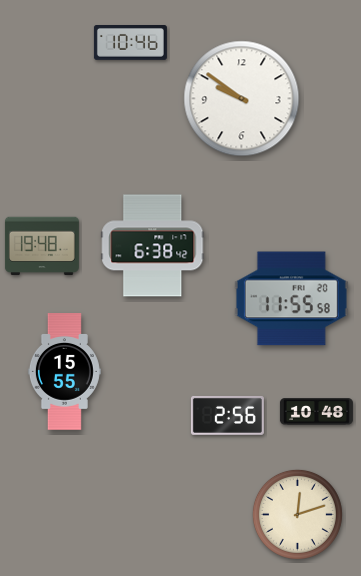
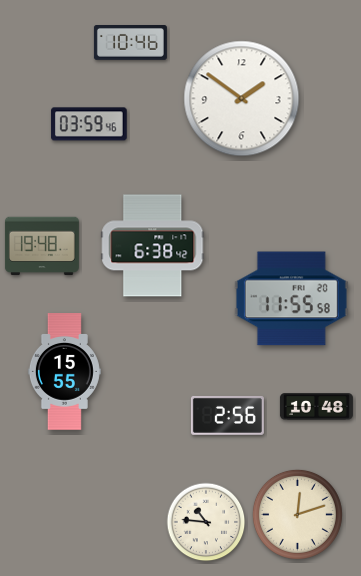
clock at (242, 99): 9:51 -> 1:51
clock at (89, 124): none -> 03:59
clock at (316, 412) position: (316, 412) -> (316, 407)
clock at (206, 522): none -> 10:46
